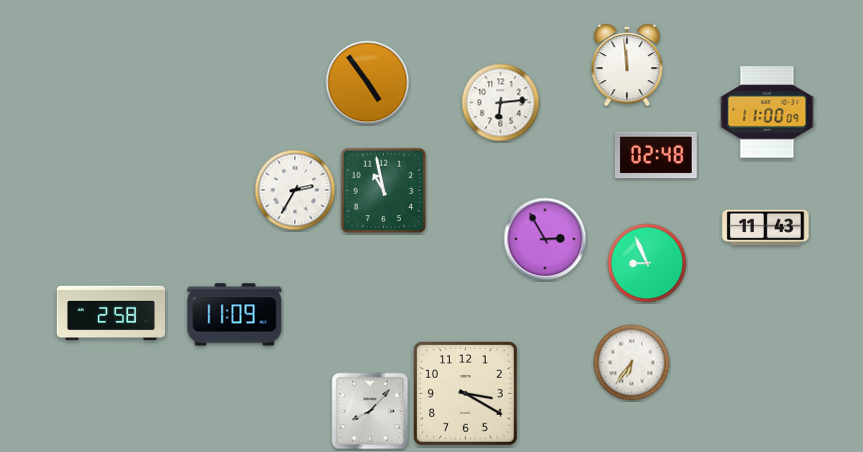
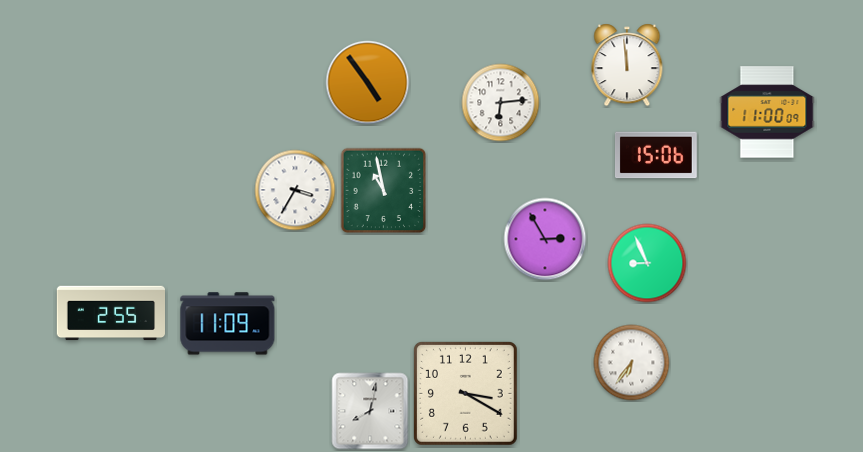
clock at (656, 155): 02:48 -> 15:06
clock at (295, 190): 2:35 -> 3:35
clock at (766, 228): 11:43 -> none
clock at (110, 313): 2:58 -> 2:55
clock at (235, 315) position: (235, 315) -> (228, 324)
clock at (370, 411): 8:07 -> 8:02
